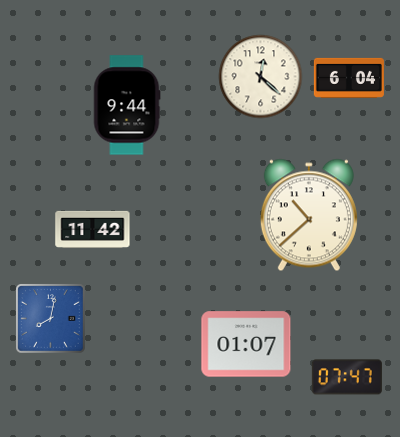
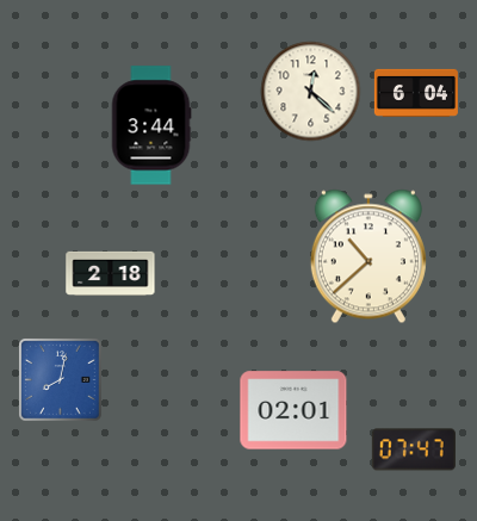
clock at (127, 105): 9:44 -> 3:44
clock at (93, 229): 11:42 -> 2:18
clock at (246, 344): 01:07 -> 02:01
